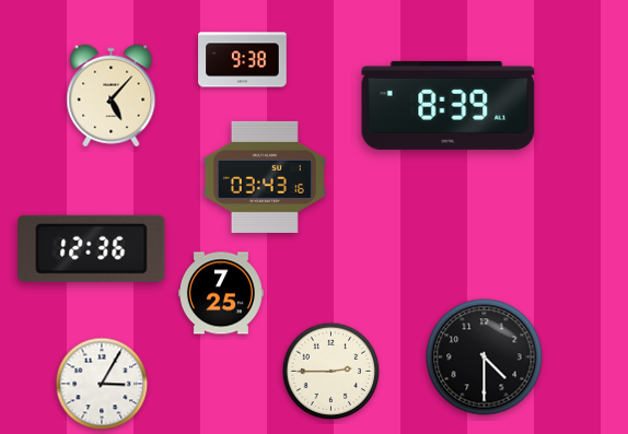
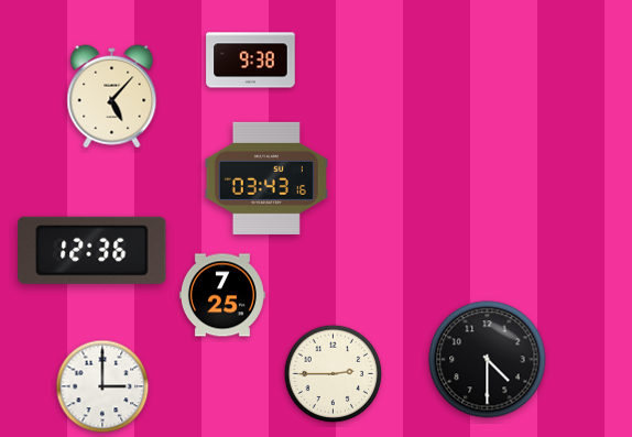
clock at (243, 60) position: (243, 60) -> (251, 61)
clock at (449, 105): 8:39 -> none
clock at (102, 384): 3:05 -> 3:00
